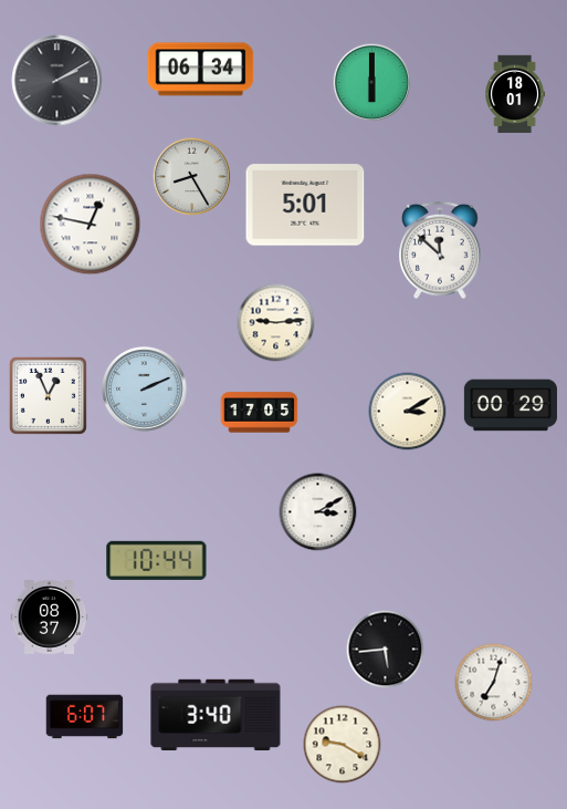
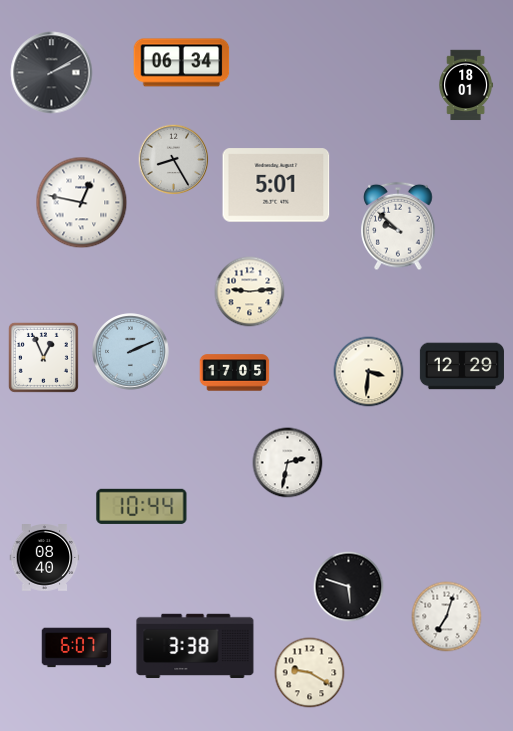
clock at (372, 83): 6:00 -> none
clock at (440, 250): 11:52 -> 9:52
clock at (511, 405): 00:29 -> 12:29
clock at (408, 412): 3:10 -> 3:31
clock at (318, 512): 3:10 -> 2:32
clock at (50, 618): 08:37 -> 08:40
clock at (386, 650): 5:44 -> 5:48
clock at (216, 715): 3:40 -> 3:38
